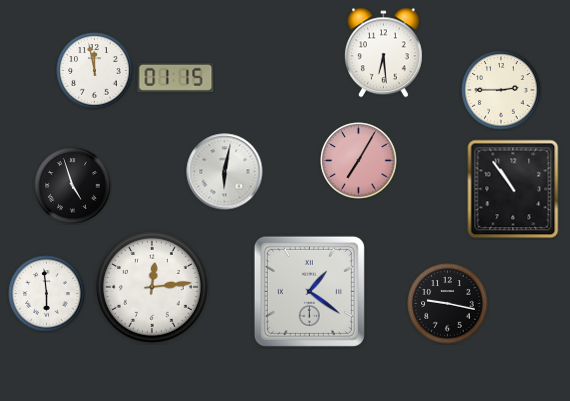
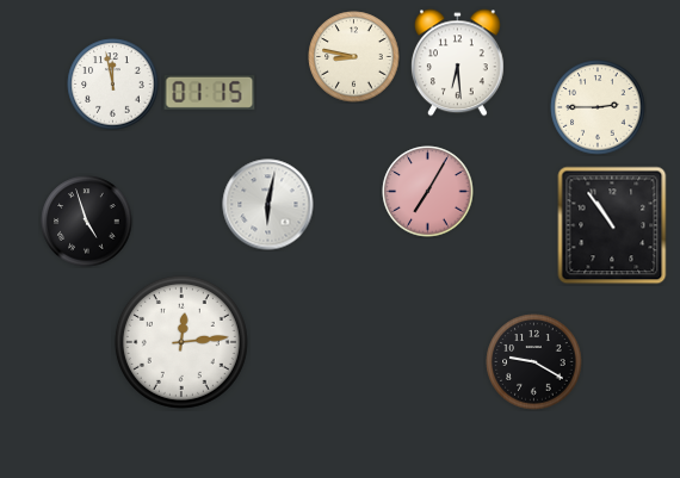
clock at (354, 57): none -> 8:47
clock at (309, 291): 1:21 -> none
clock at (47, 294): 5:59 -> none
clock at (448, 304): 9:17 -> 9:20
